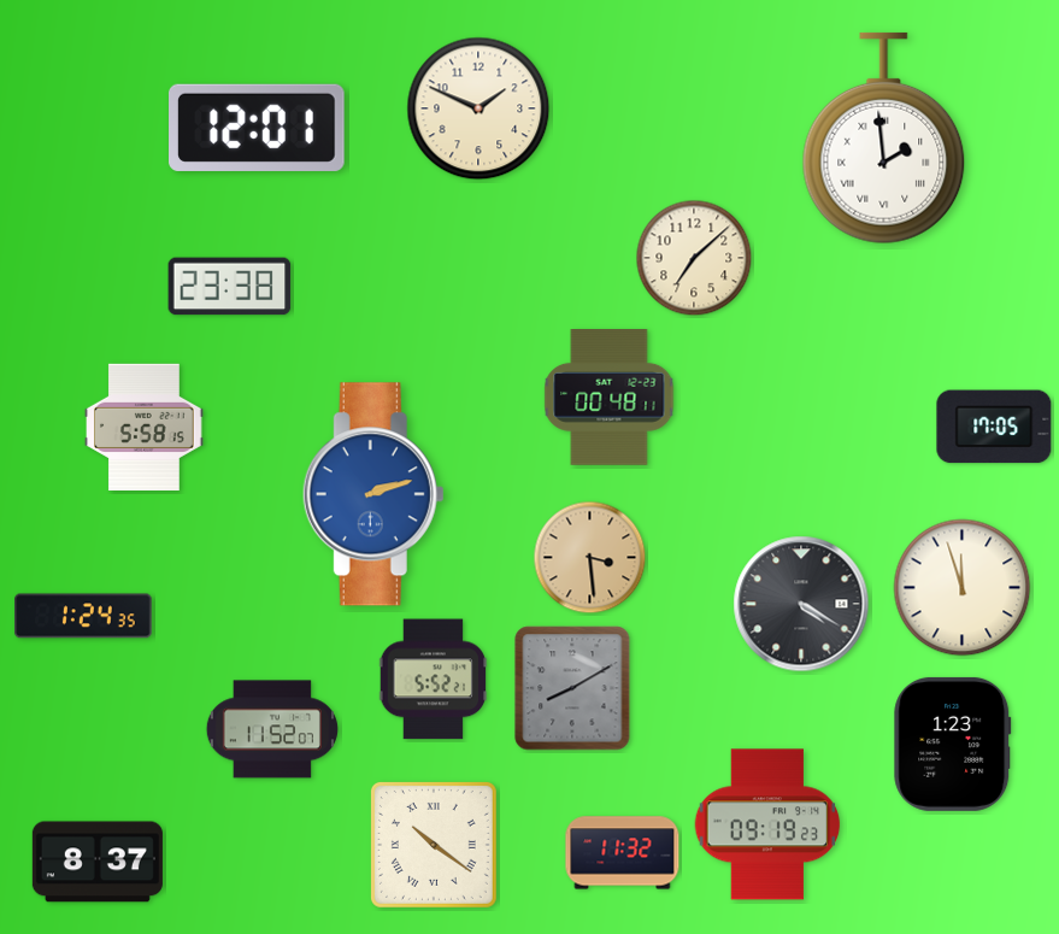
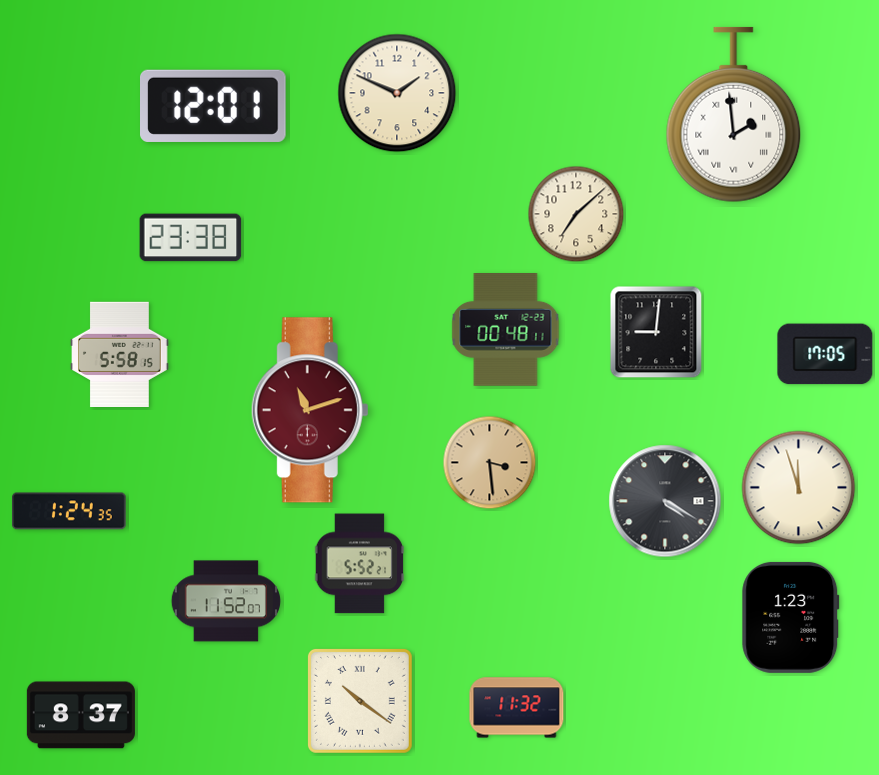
clock at (478, 108) position: (478, 108) -> (397, 93)
clock at (656, 332): none -> 9:01
clock at (373, 494): 2:12 -> 11:12
clock at (373, 494) dial: blue -> burgundy
clock at (572, 688): 8:10 -> none
clock at (272, 729) position: (272, 729) -> (226, 601)
clock at (767, 824): 09:19 -> none
